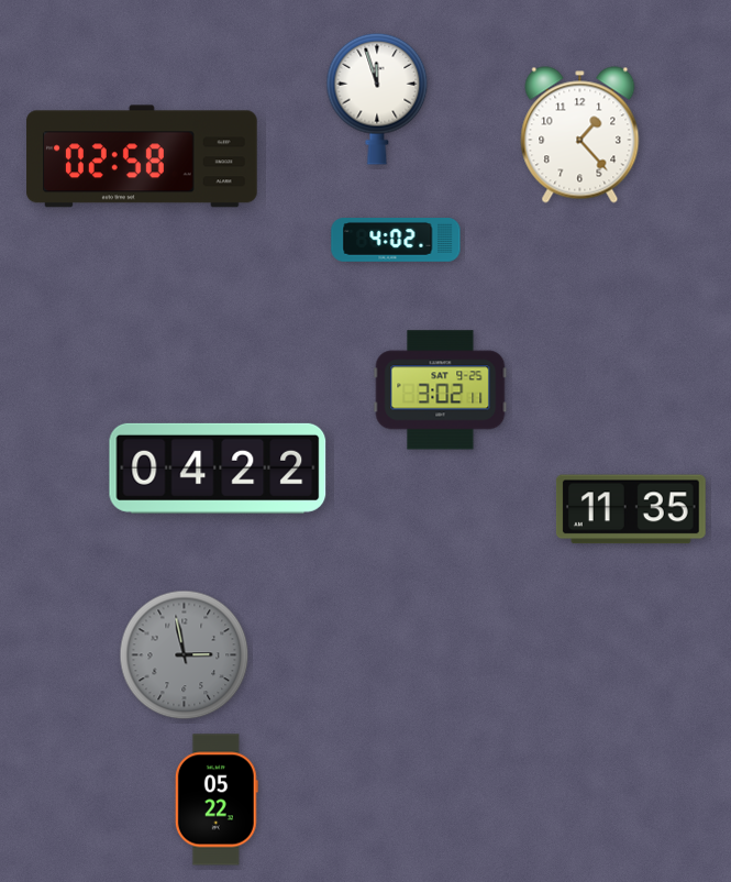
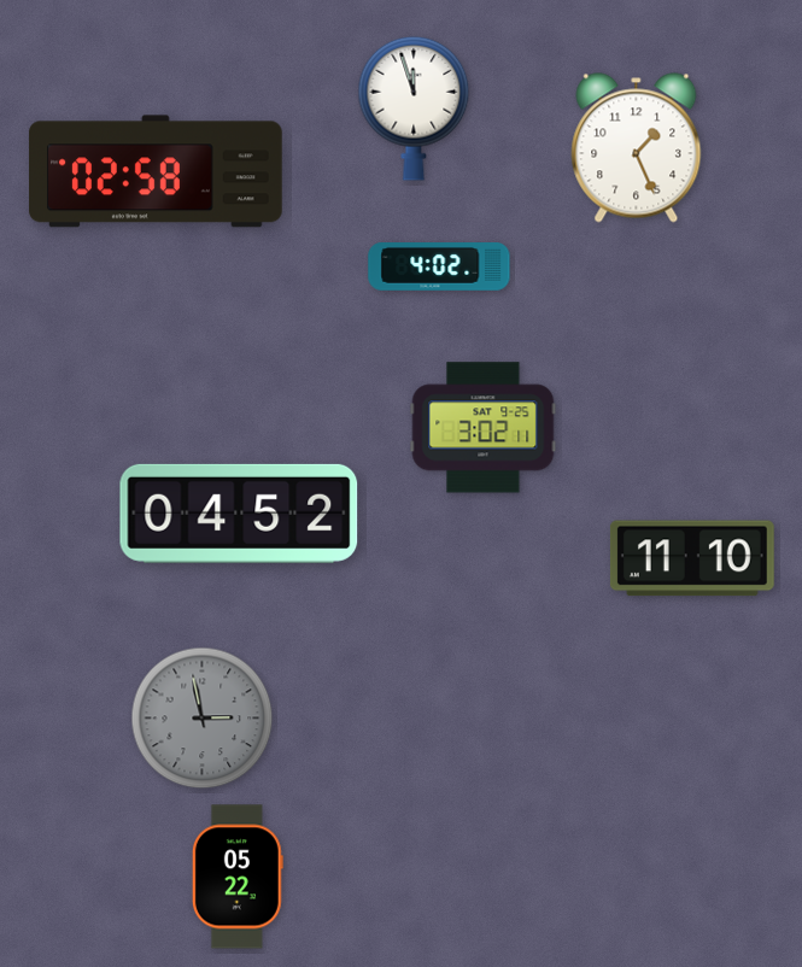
clock at (580, 135): 1:23 -> 1:26
clock at (396, 241) position: (396, 241) -> (439, 268)
clock at (218, 468): 04:22 -> 04:52
clock at (631, 509): 11:35 -> 11:10
